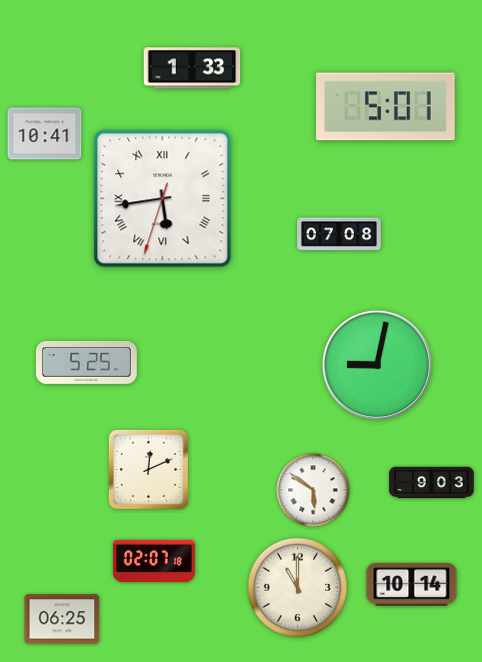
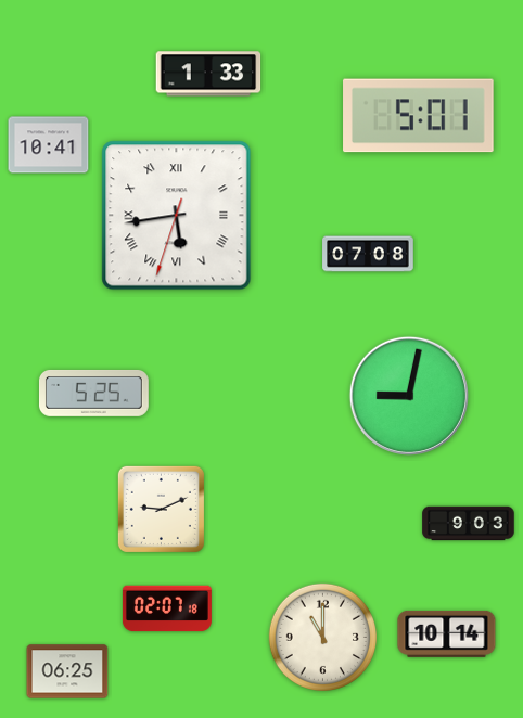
clock at (148, 469): 12:11 -> 9:11
clock at (313, 490): 5:51 -> none
